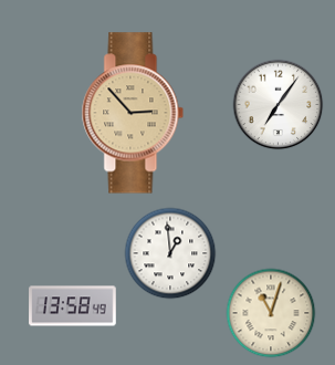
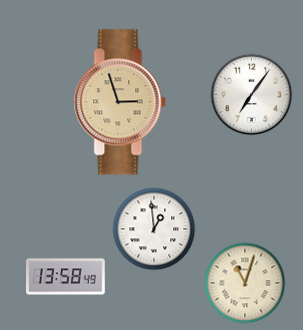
clock at (133, 113): 2:53 -> 2:57
